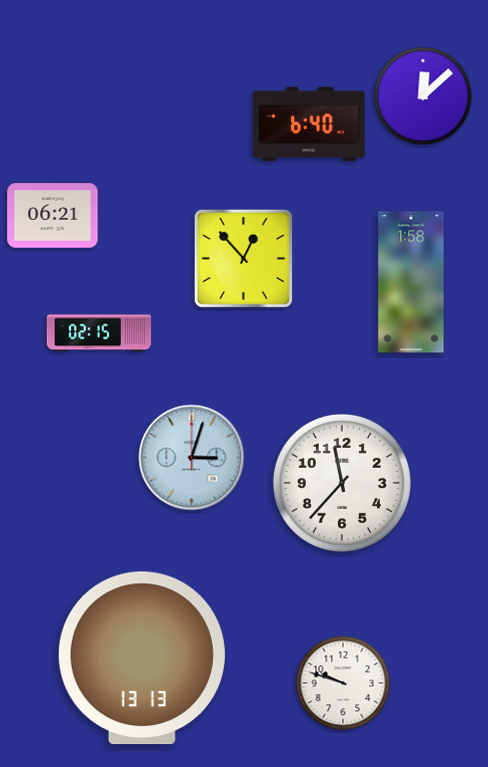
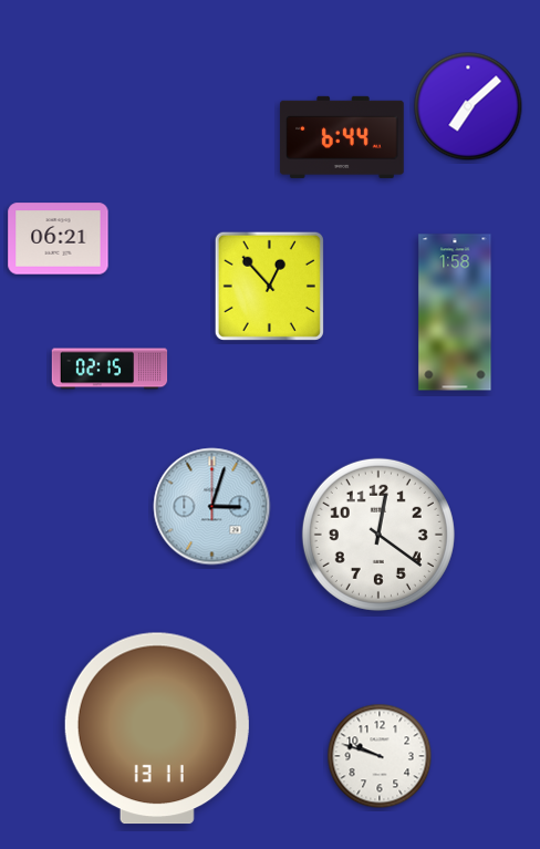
clock at (423, 96): 12:08 -> 7:08
clock at (309, 124): 6:40 -> 6:44
clock at (342, 483): 11:37 -> 12:21
clock at (142, 658): 13:13 -> 13:11
